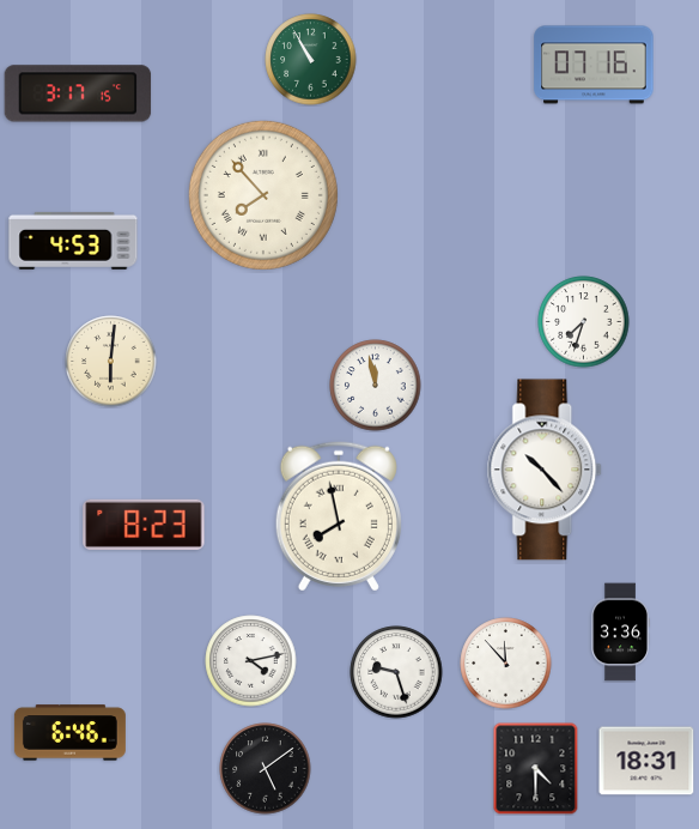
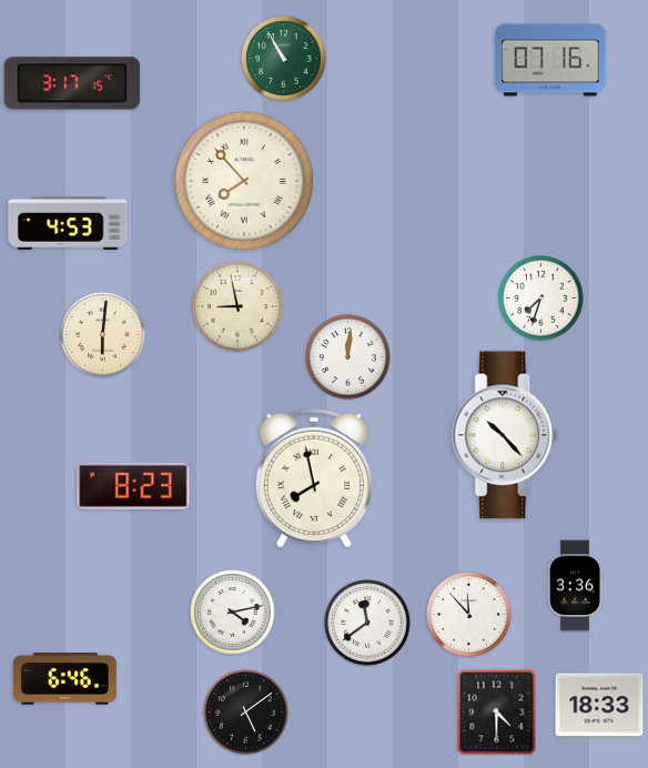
clock at (311, 60) position: (311, 60) -> (284, 59)
clock at (78, 93) position: (78, 93) -> (72, 83)
clock at (237, 306): none -> 8:58
clock at (376, 386): 11:58 -> 12:01
clock at (396, 672): 9:27 -> 11:39
clock at (646, 761): 18:31 -> 18:33
